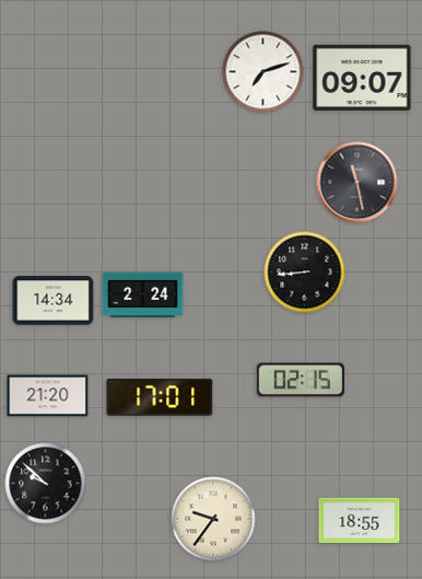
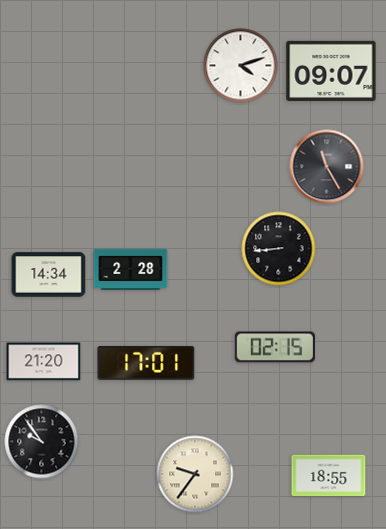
clock at (263, 72): 7:12 -> 4:12
clock at (357, 183): 11:28 -> 11:25
clock at (143, 296): 2:24 -> 2:28
clock at (46, 484): 9:52 -> 9:54
